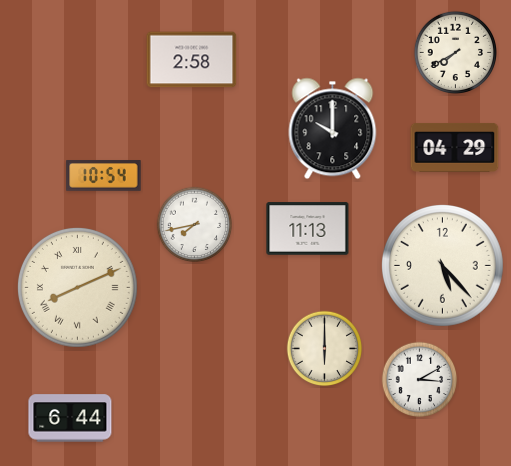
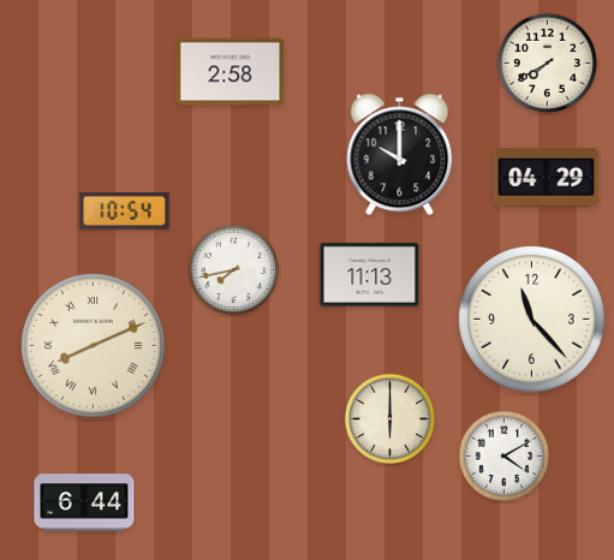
clock at (442, 265): 5:23 -> 11:23
clock at (420, 380): 3:10 -> 4:10
